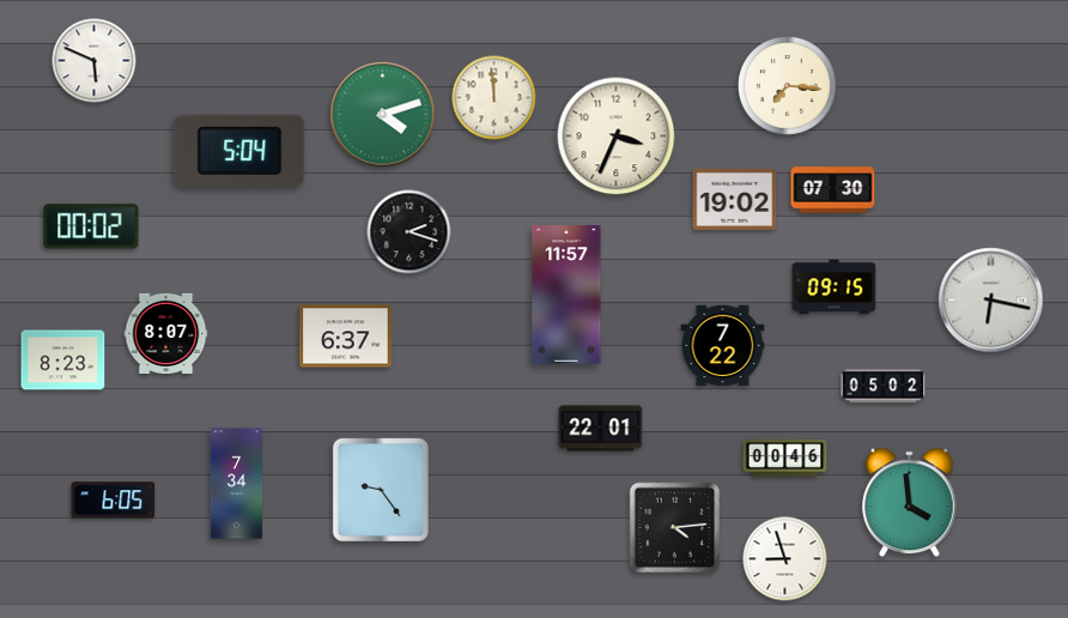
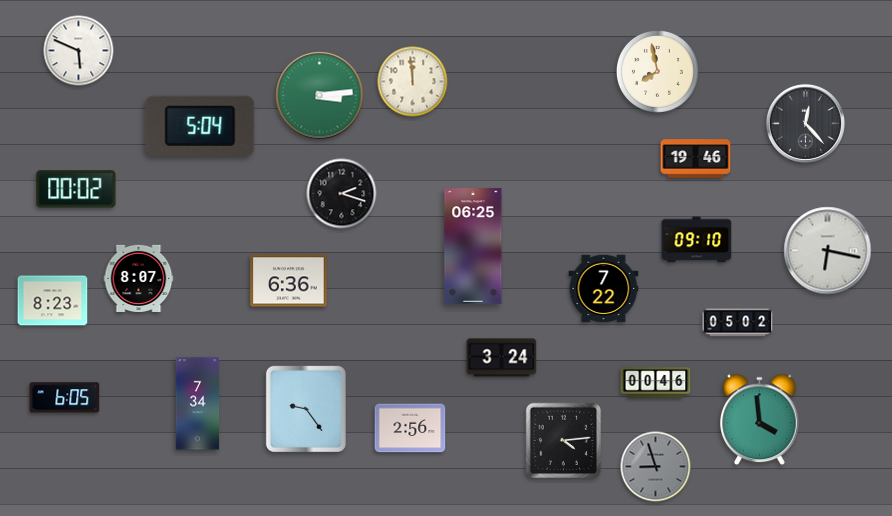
clock at (787, 85): 7:16 -> 7:58
clock at (383, 115): 4:12 -> 3:14
clock at (617, 137): 3:34 -> none
clock at (805, 123): none -> 12:23
clock at (833, 190): 07:30 -> 19:46
clock at (735, 199): 19:02 -> none
clock at (835, 287): 09:15 -> 09:10
clock at (566, 295): 11:57 -> 06:25
clock at (346, 337): 6:37 -> 6:36
clock at (601, 429): 22:01 -> 3:24
clock at (381, 490) position: (381, 490) -> (306, 409)
clock at (114, 501) position: (114, 501) -> (65, 398)
clock at (410, 428): none -> 2:56
clock at (785, 559) dial: white -> grey
